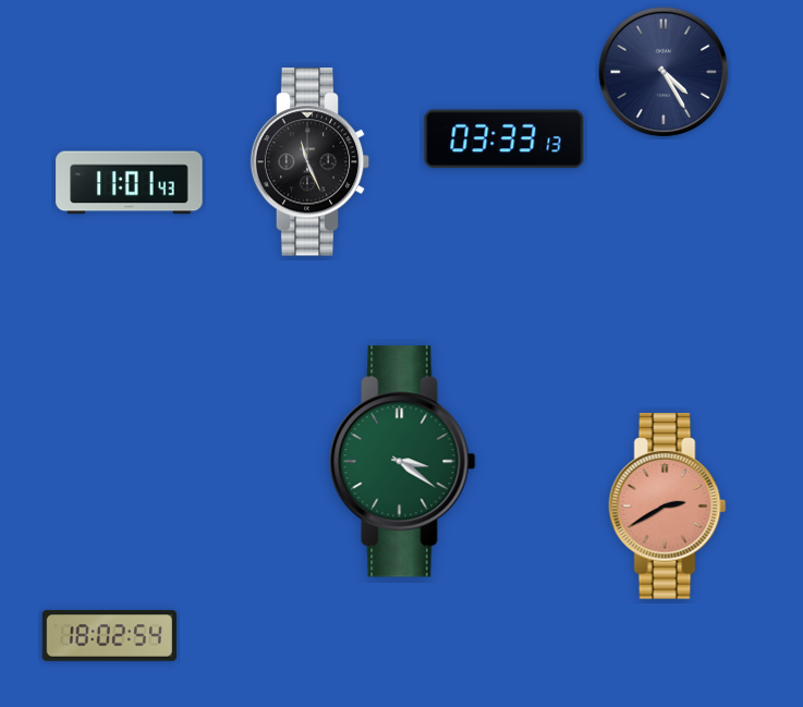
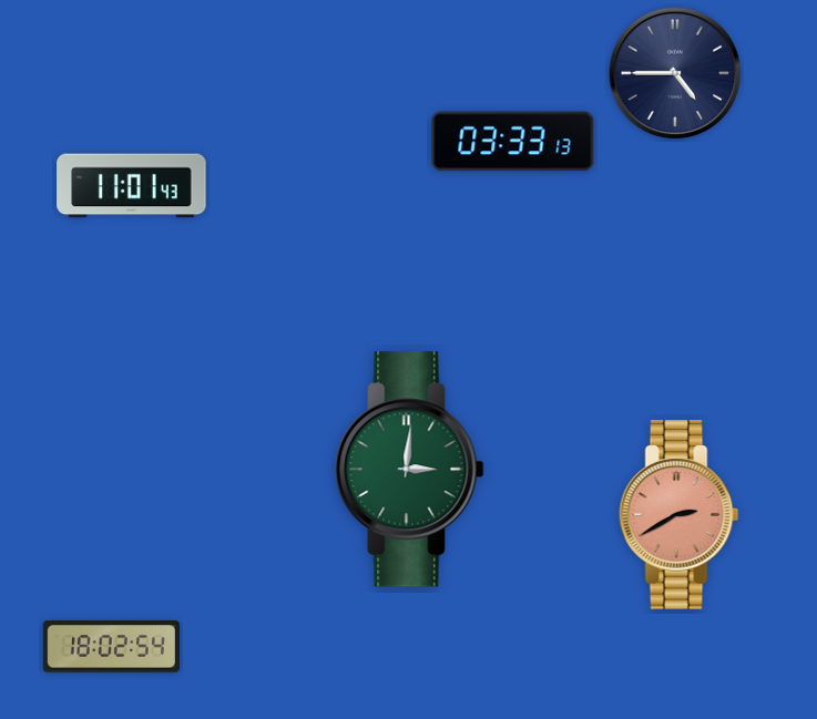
clock at (664, 72): 4:25 -> 4:45
clock at (311, 162): 11:26 -> none
clock at (403, 462): 3:21 -> 3:01
